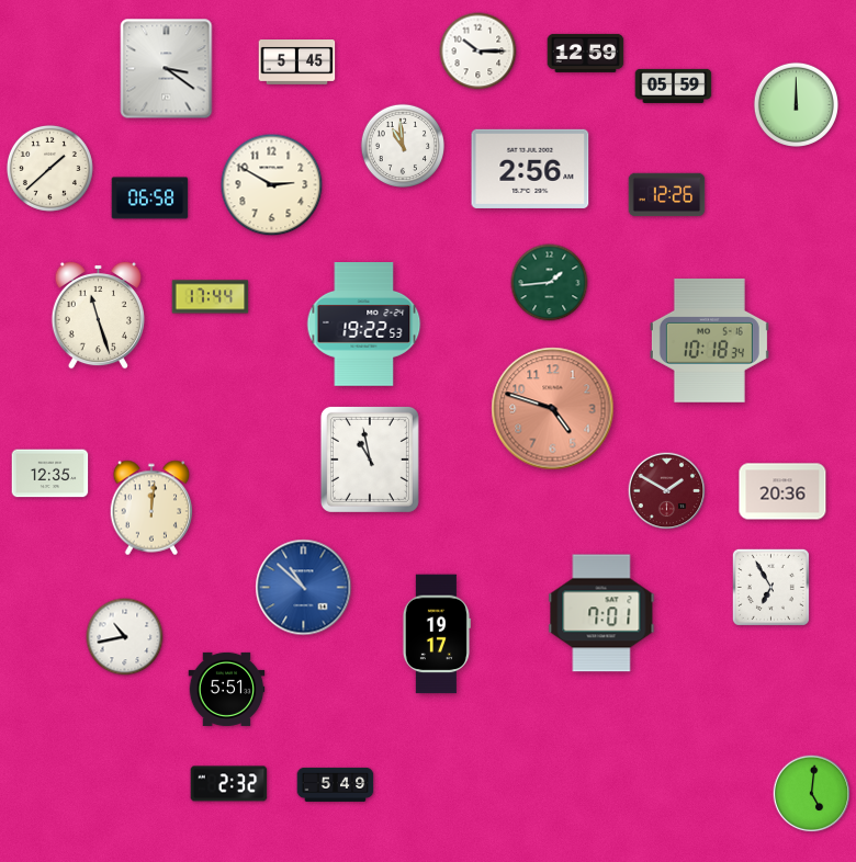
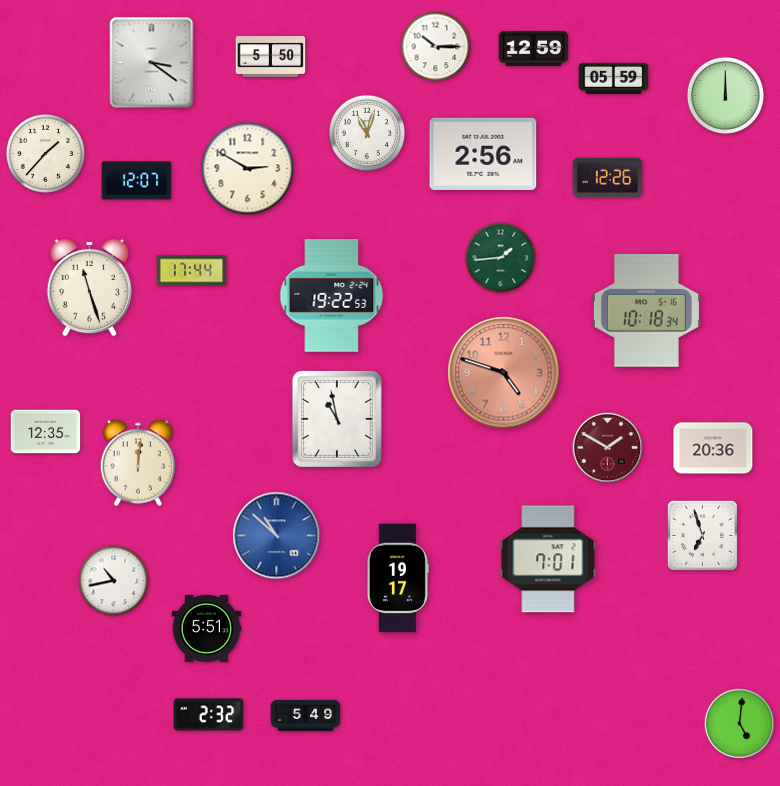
clock at (297, 63): 5:45 -> 5:50
clock at (402, 145): 10:59 -> 11:03
clock at (49, 168): 1:38 -> 1:37
clock at (150, 199): 06:58 -> 12:07
clock at (770, 587): 6:55 -> 6:57
